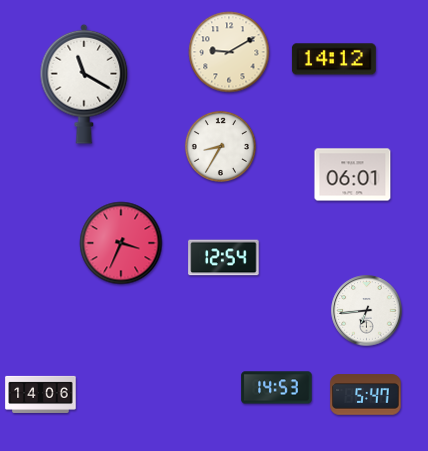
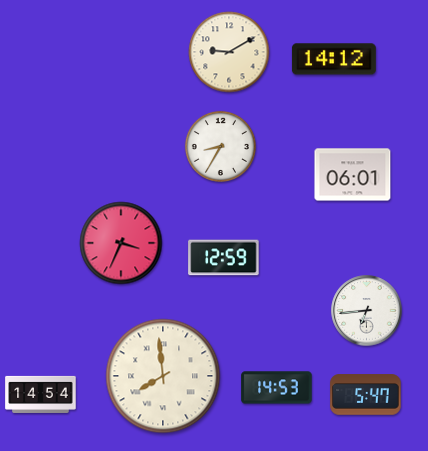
clock at (84, 84): 11:20 -> none
clock at (224, 258): 12:54 -> 12:59
clock at (163, 376): none -> 7:59
clock at (41, 394): 14:06 -> 14:54
